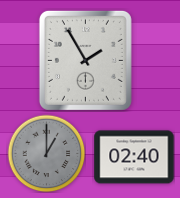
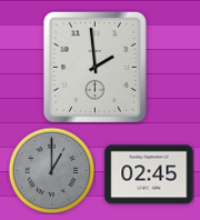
clock at (85, 60): 1:55 -> 1:59
clock at (134, 157): 02:40 -> 02:45
